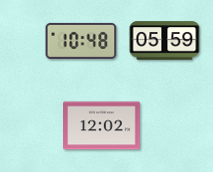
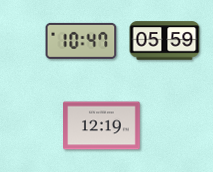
clock at (81, 41): 10:48 -> 10:47
clock at (102, 126): 12:02 -> 12:19
